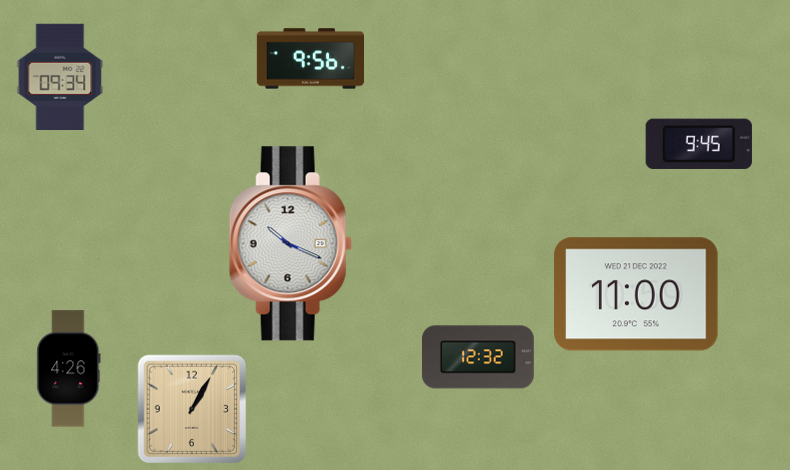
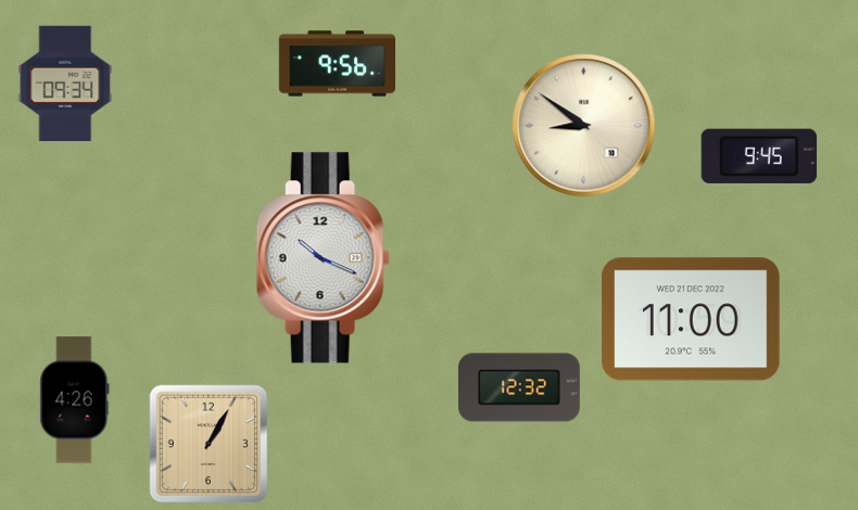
clock at (584, 126): none -> 8:51
clock at (290, 244) position: (290, 244) -> (323, 258)
